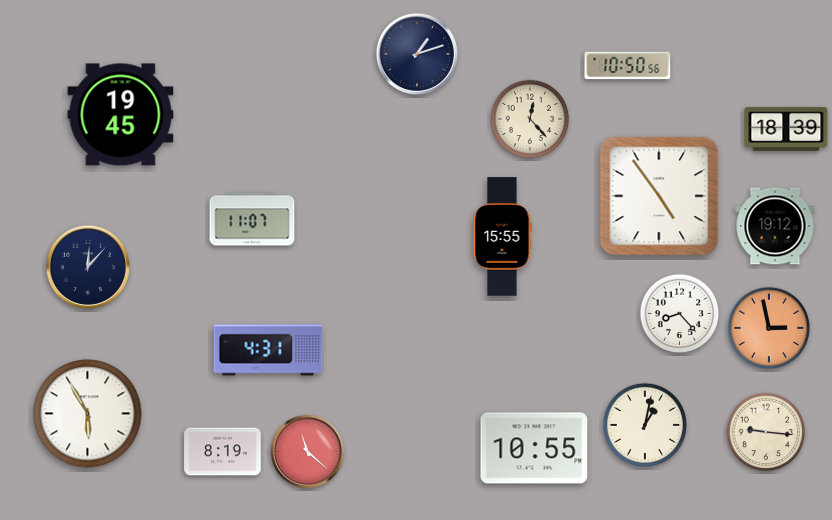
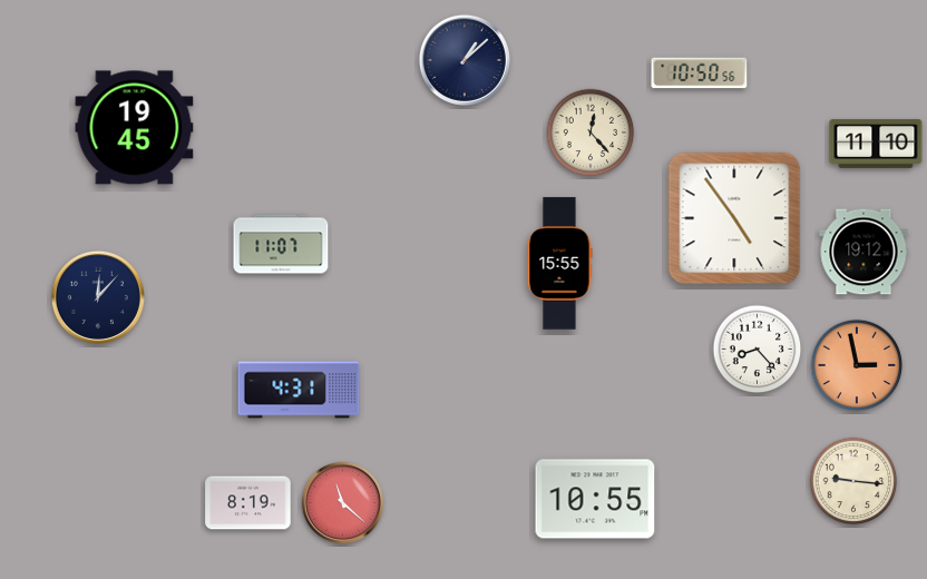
clock at (417, 54): 1:12 -> 1:08
clock at (786, 129): 18:39 -> 11:10
clock at (88, 414): 5:55 -> none
clock at (644, 424): 1:02 -> none
